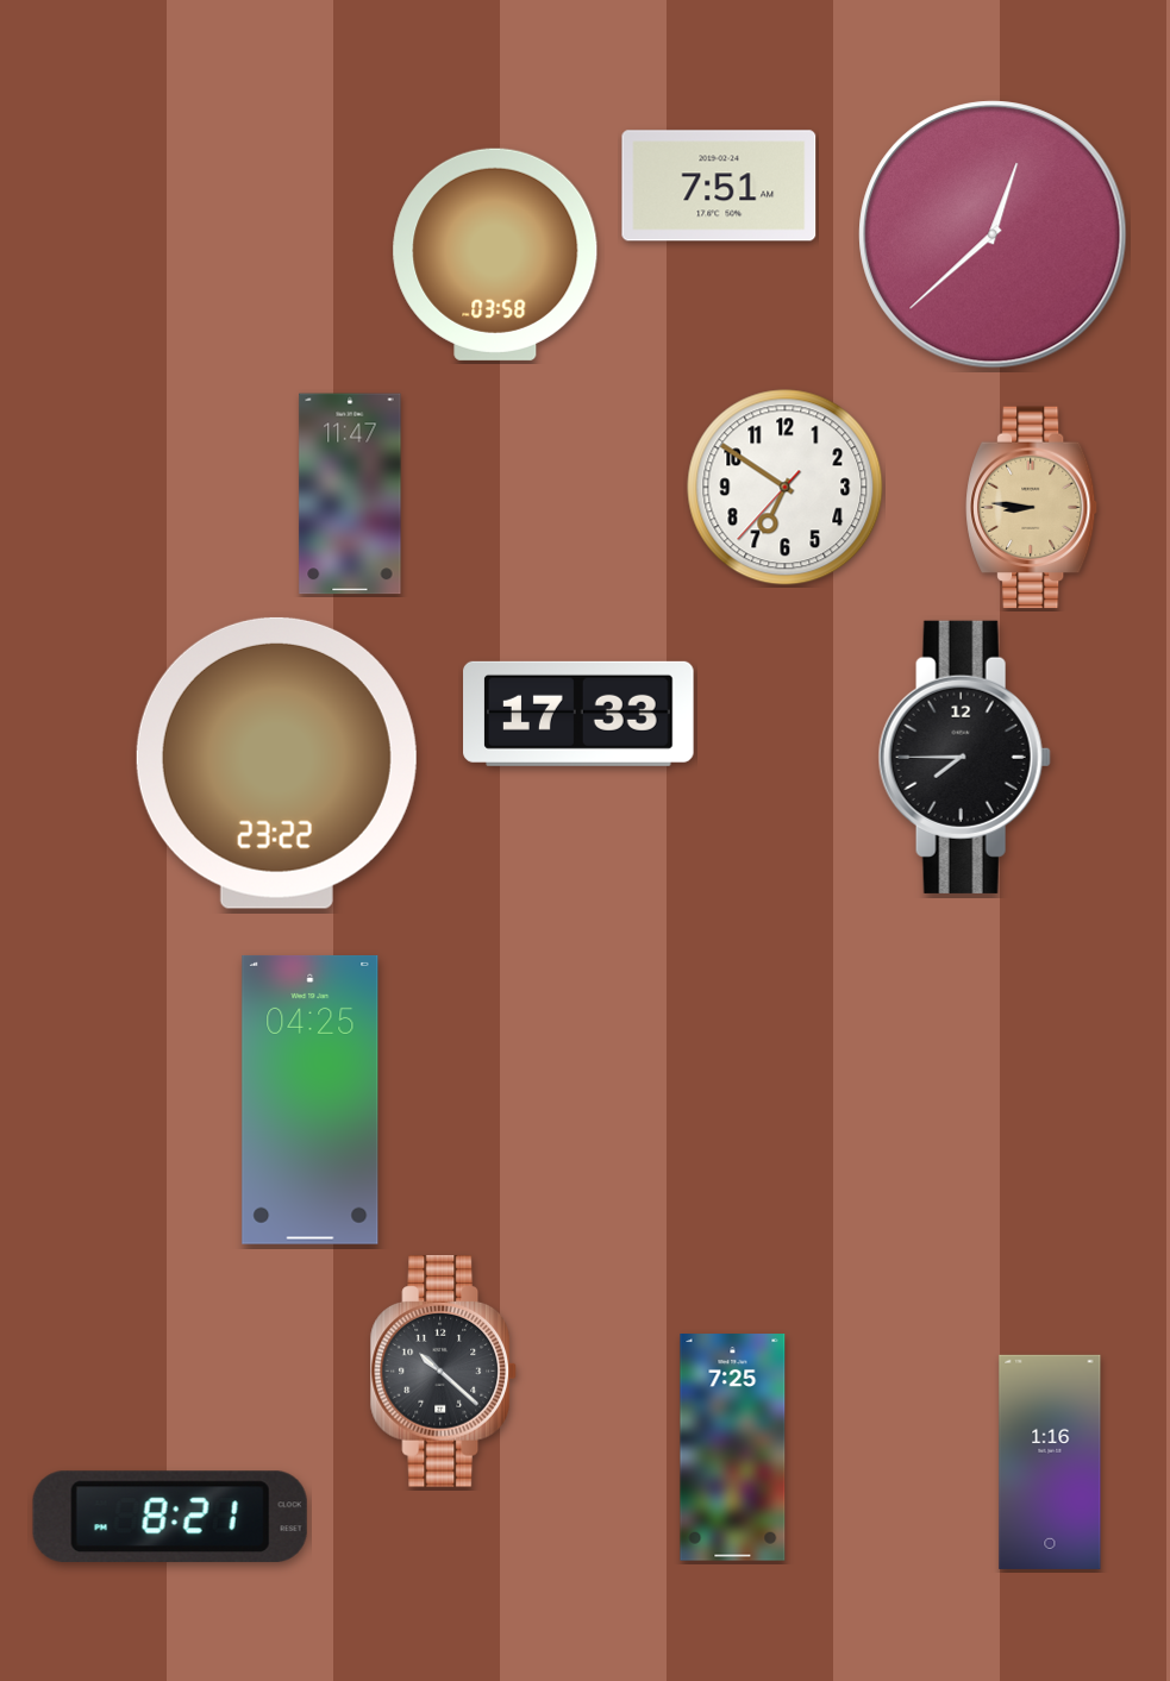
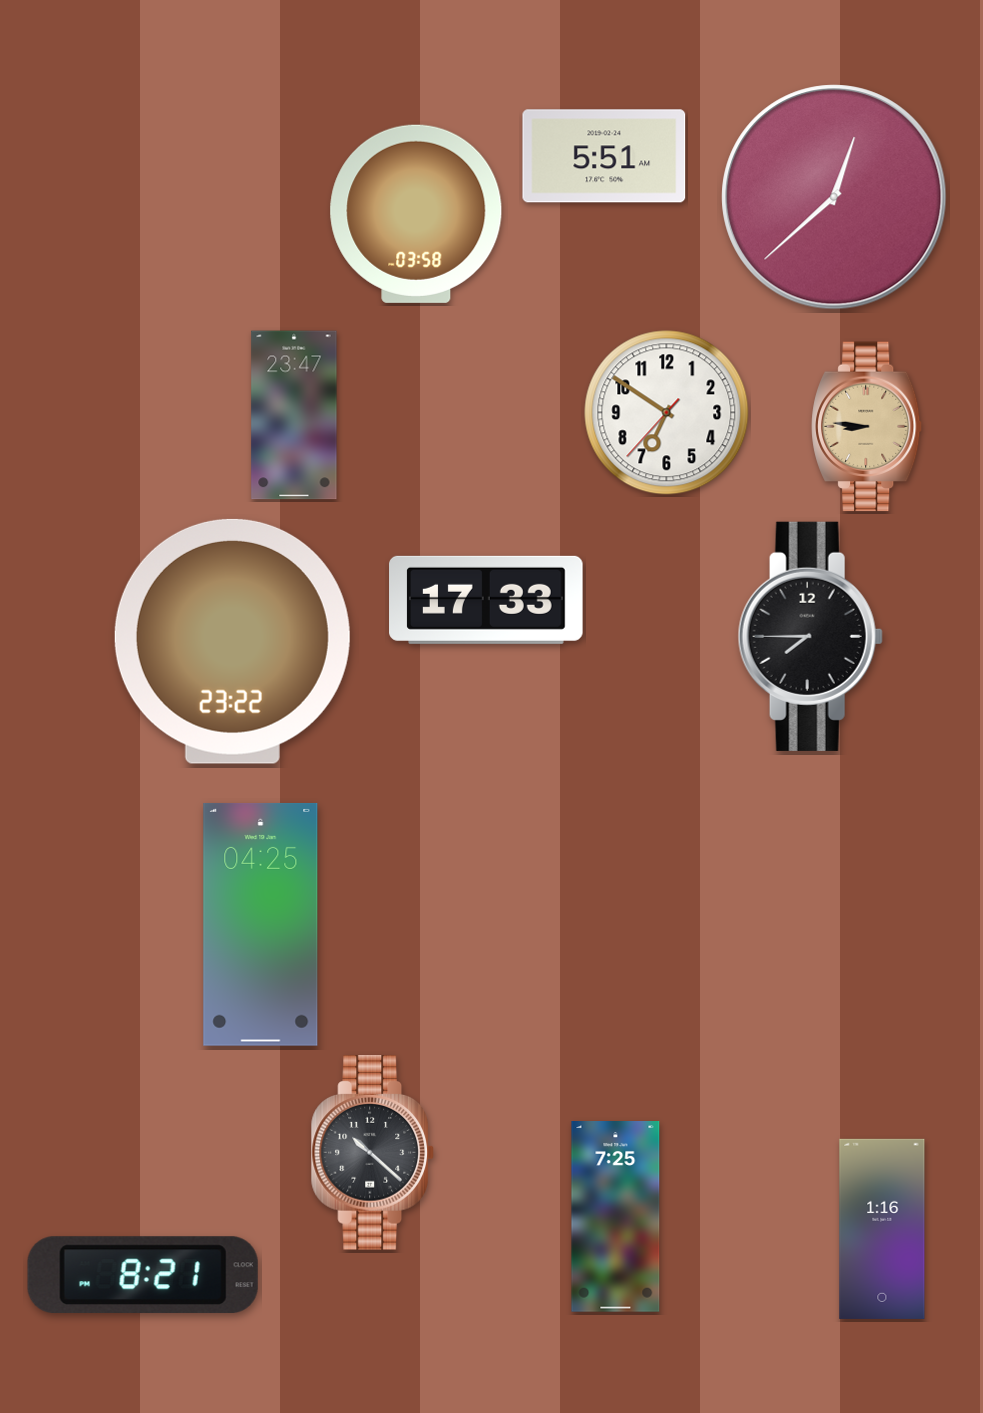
clock at (719, 186): 7:51 -> 5:51
clock at (786, 488) position: (786, 488) -> (667, 413)
clock at (350, 494): 11:47 -> 23:47
